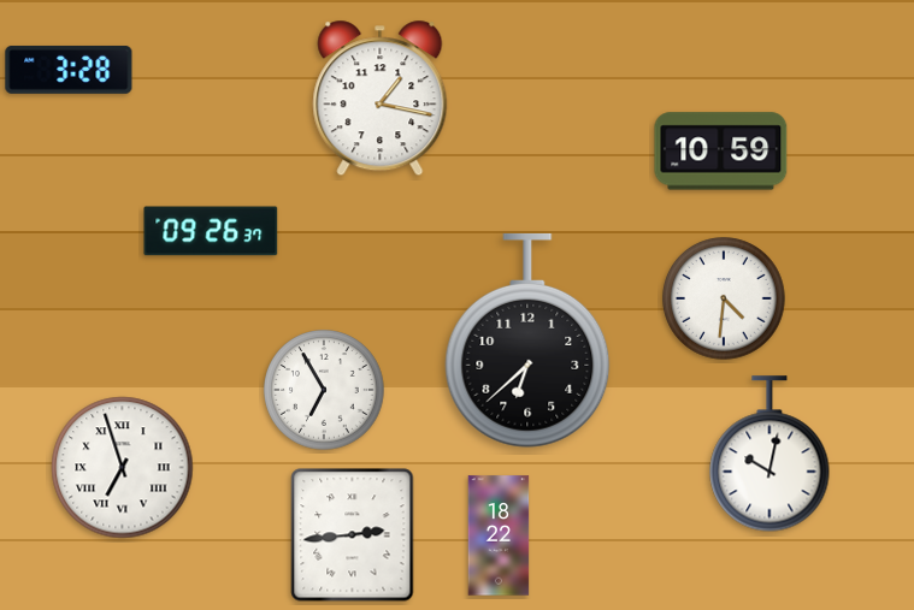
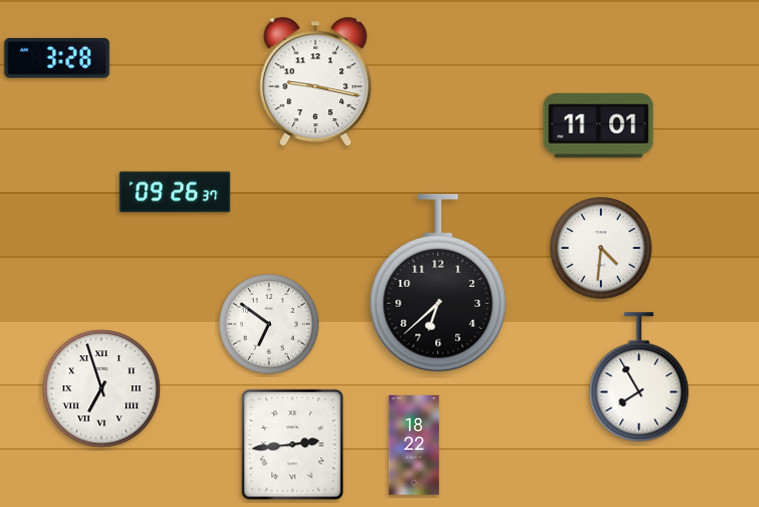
clock at (381, 99): 1:17 -> 9:17
clock at (721, 152): 10:59 -> 11:01
clock at (324, 390): 6:55 -> 6:51
clock at (769, 454): 10:02 -> 7:55
